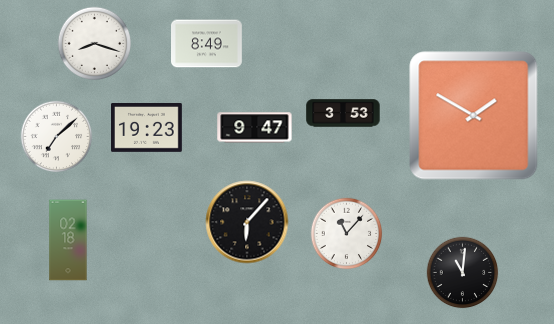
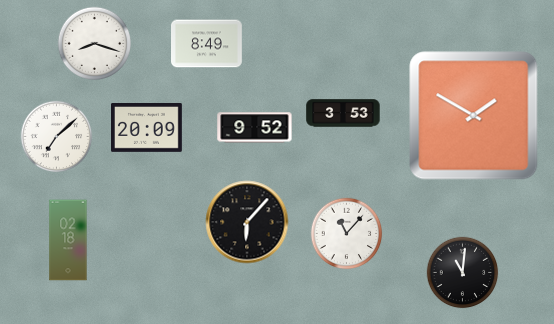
clock at (147, 128): 19:23 -> 20:09
clock at (255, 128): 9:47 -> 9:52
